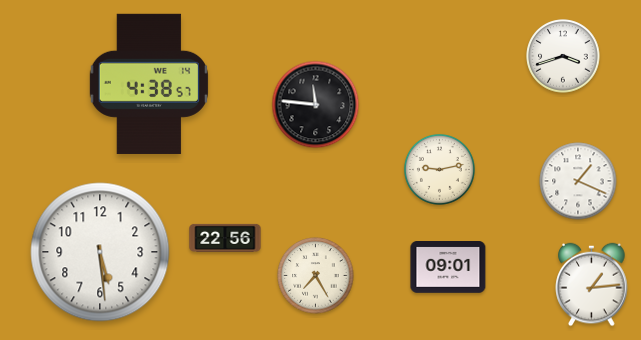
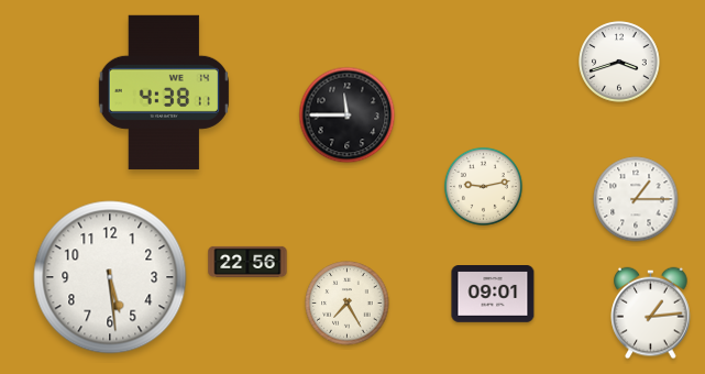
clock at (149, 84): 4:38:57 -> 4:38:11
clock at (316, 105): 11:46 -> 11:45
clock at (578, 181): 1:19 -> 1:15
